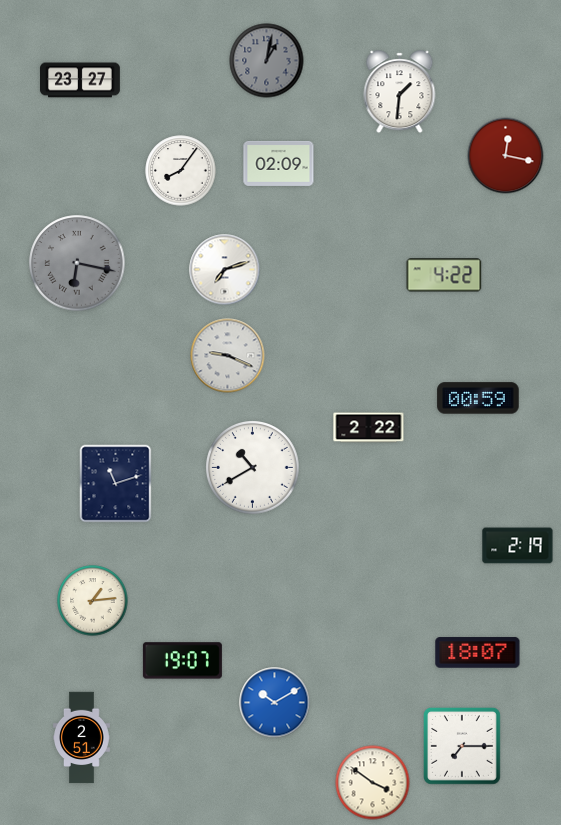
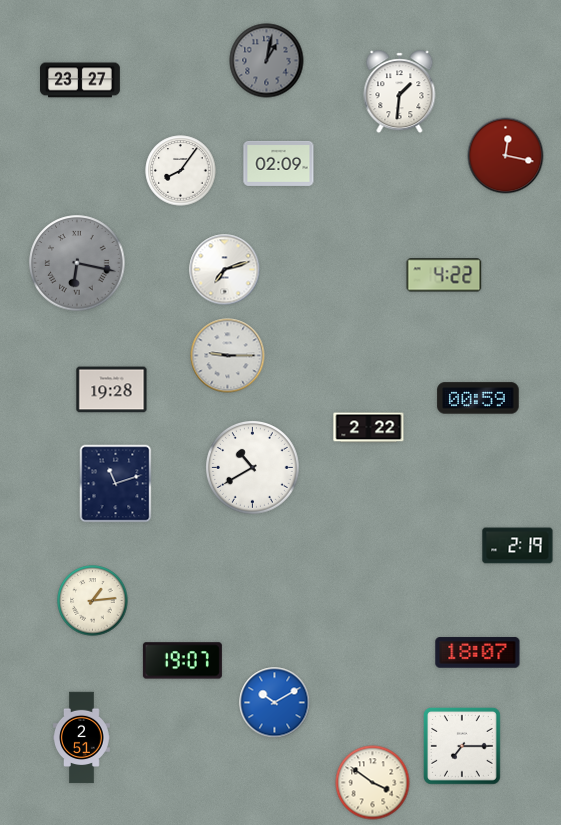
clock at (228, 356): 9:19 -> 9:15
clock at (112, 390): none -> 19:28
